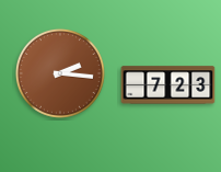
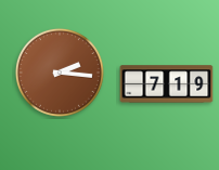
clock at (168, 85): 7:23 -> 7:19
